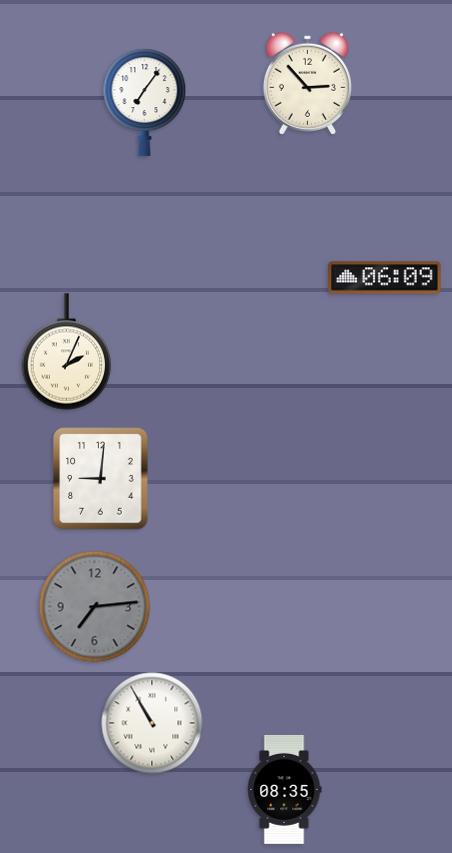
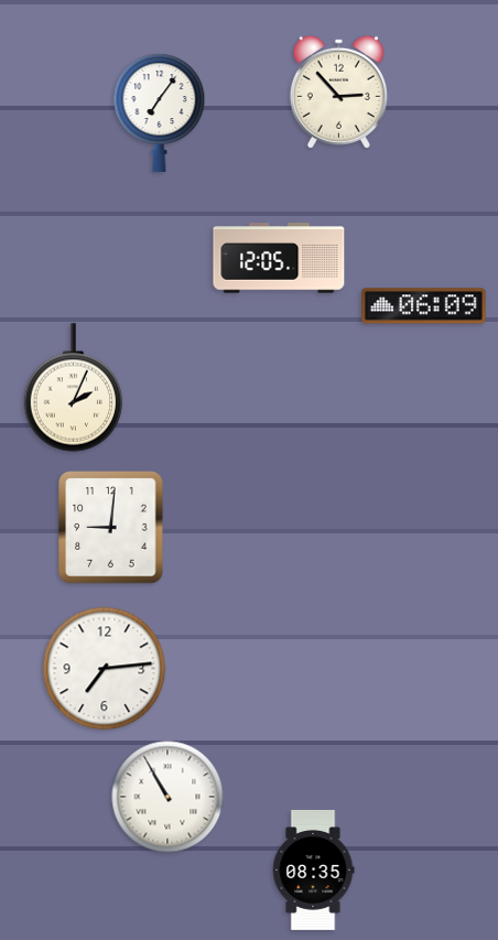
clock at (279, 258): none -> 12:05
clock at (95, 607) dial: grey -> white
